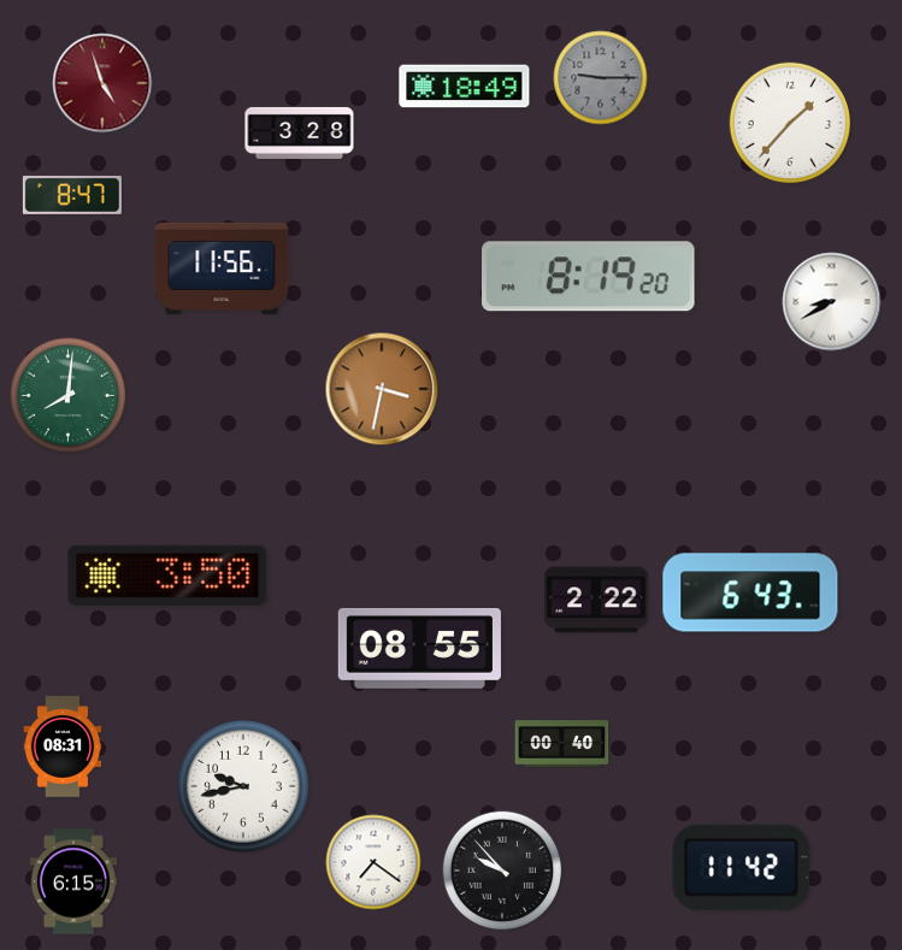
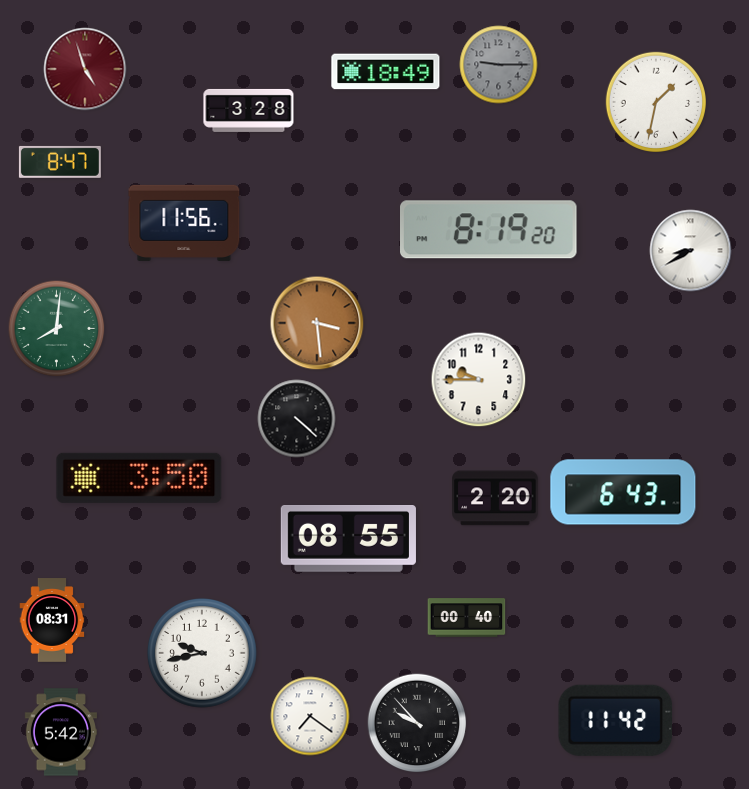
clock at (789, 122): 1:37 -> 1:32
clock at (382, 389): 3:32 -> 3:29
clock at (479, 380): none -> 9:45
clock at (297, 419): none -> 4:22
clock at (596, 600): 2:22 -> 2:20
clock at (72, 881): 6:15 -> 5:42
